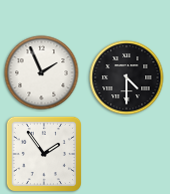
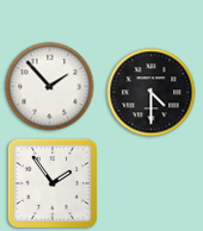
clock at (42, 73): 1:56 -> 1:53
